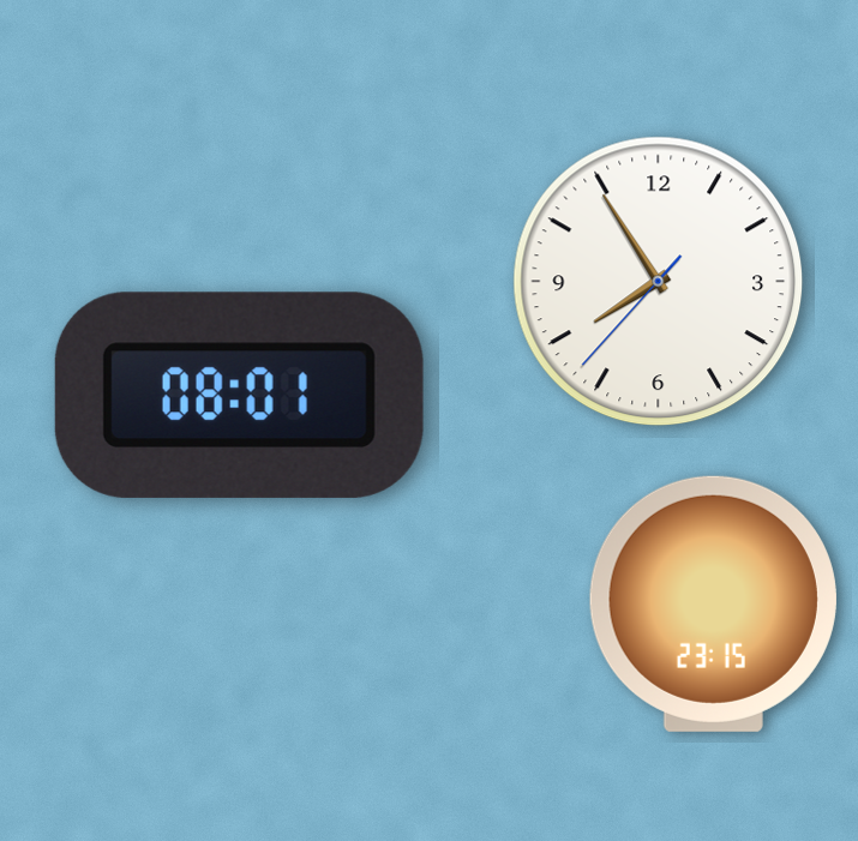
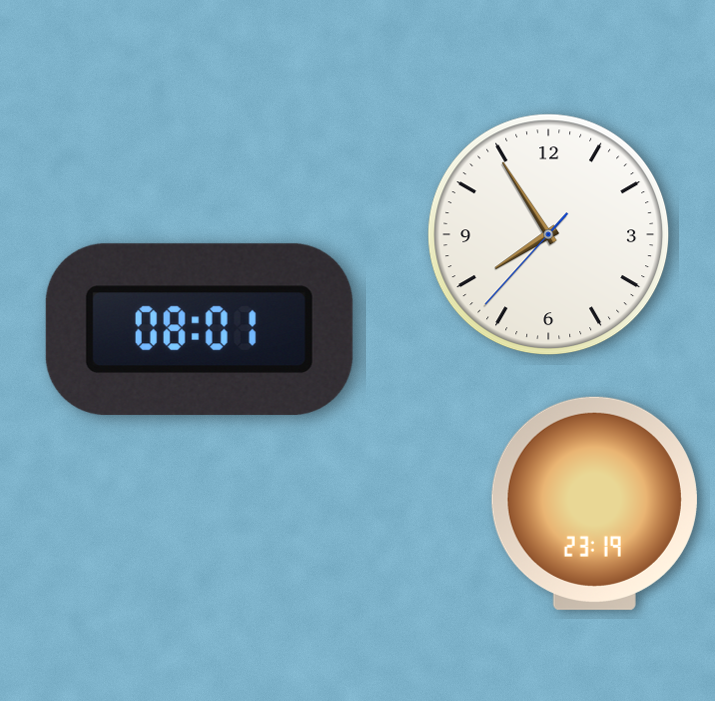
clock at (713, 603): 23:15 -> 23:19
